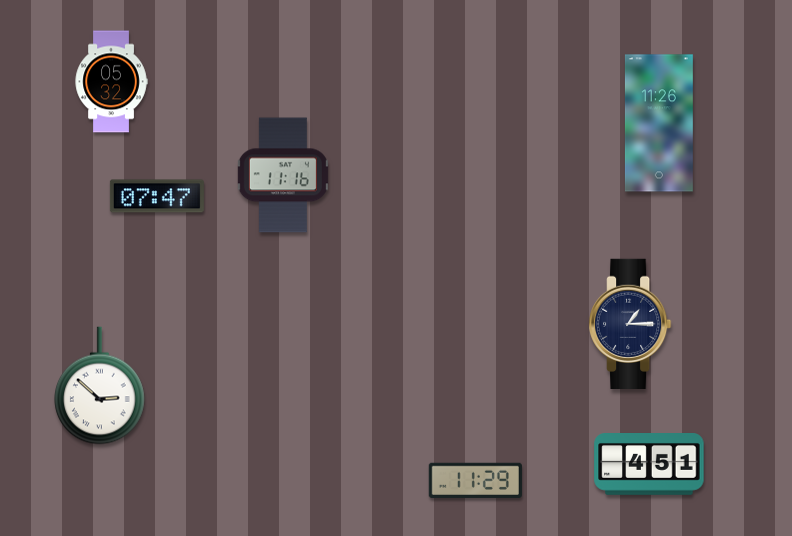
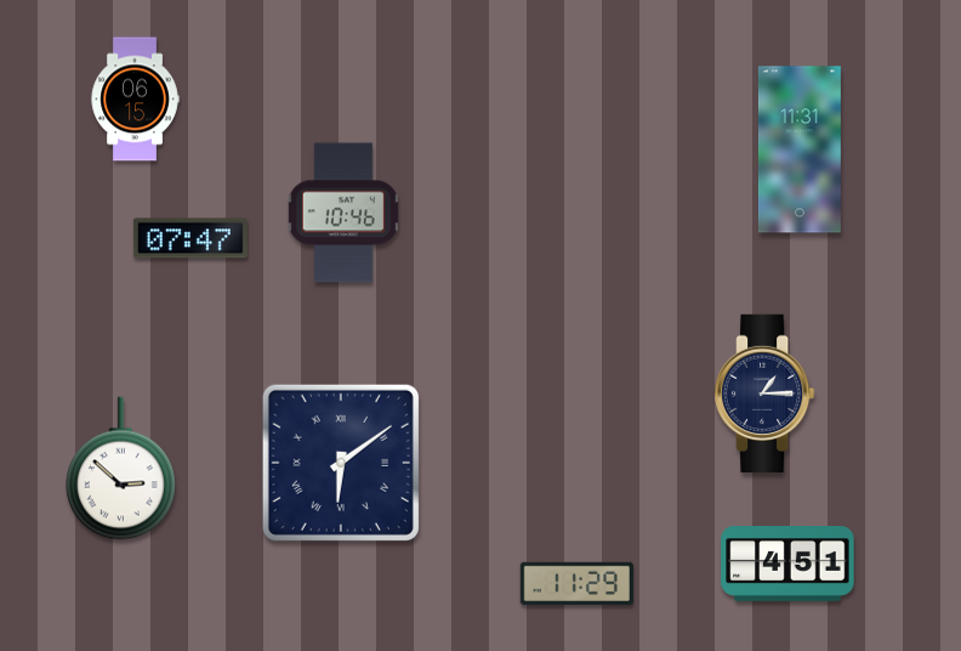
clock at (111, 82): 05:32 -> 06:15
clock at (659, 123): 11:26 -> 11:31
clock at (283, 175): 11:16 -> 10:46
clock at (341, 463): none -> 6:09
